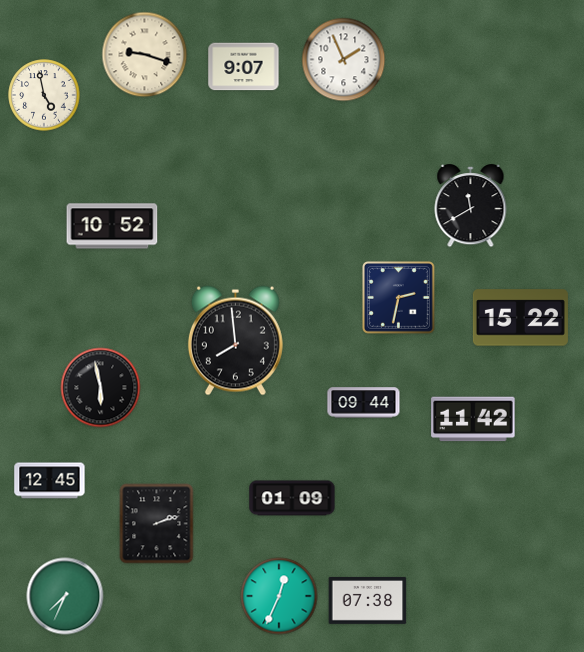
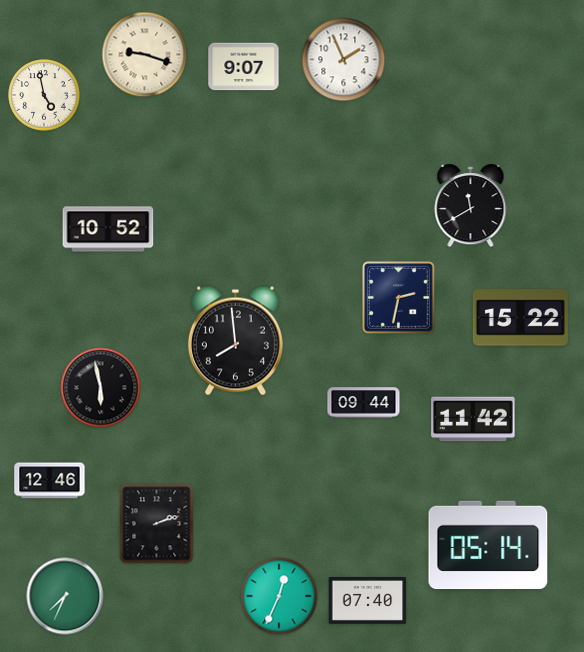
clock at (112, 226) position: (112, 226) -> (108, 229)
clock at (50, 481): 12:45 -> 12:46
clock at (292, 498): 01:09 -> none
clock at (488, 545): none -> 05:14
clock at (368, 600): 07:38 -> 07:40
